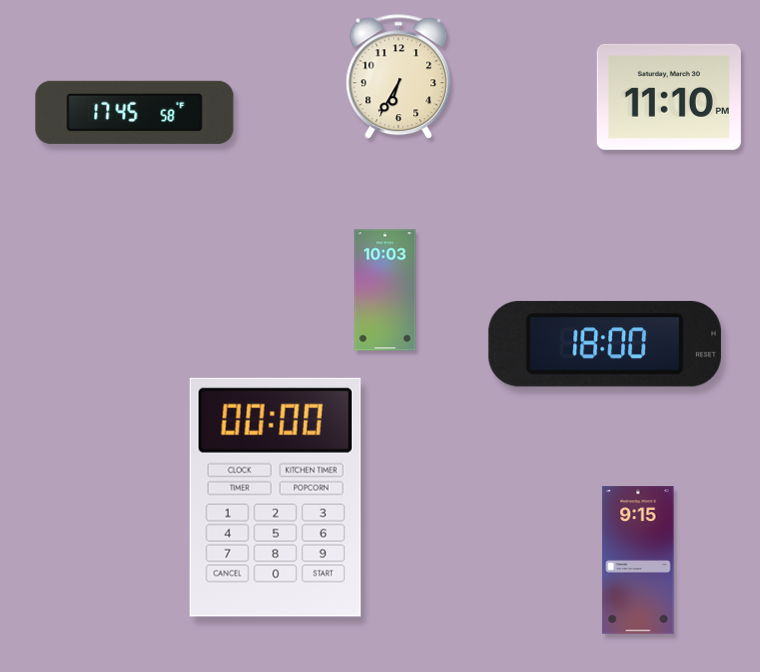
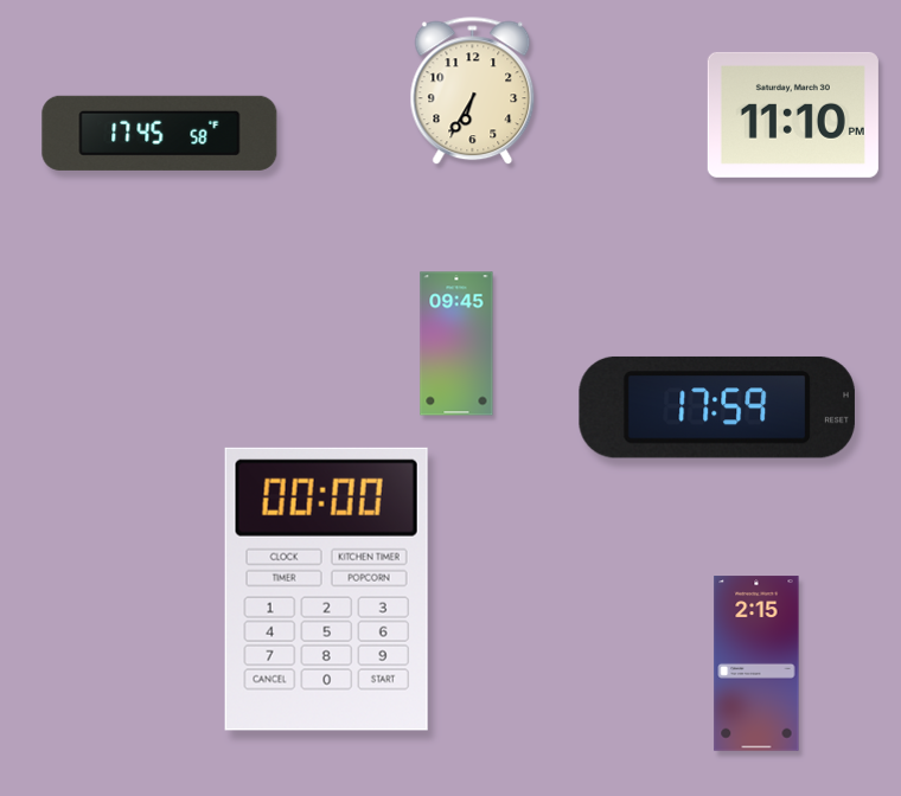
clock at (385, 290): 10:03 -> 09:45
clock at (605, 344): 18:00 -> 17:59
clock at (638, 560): 9:15 -> 2:15
